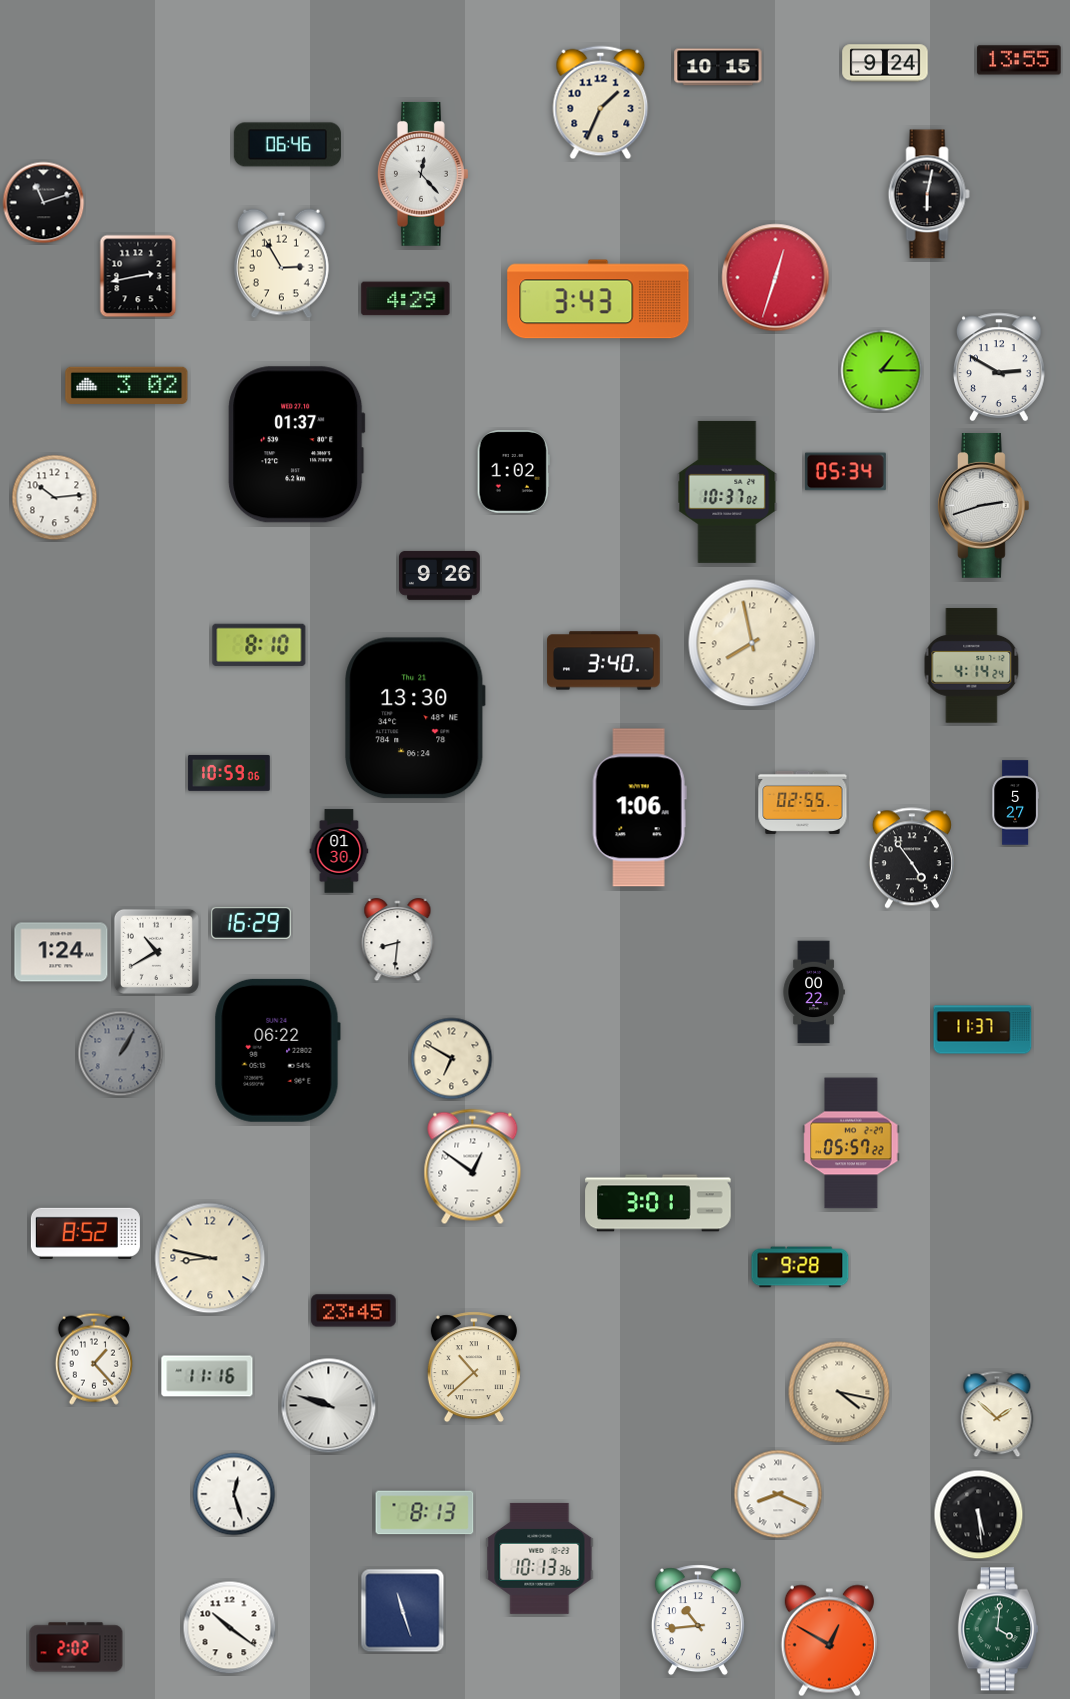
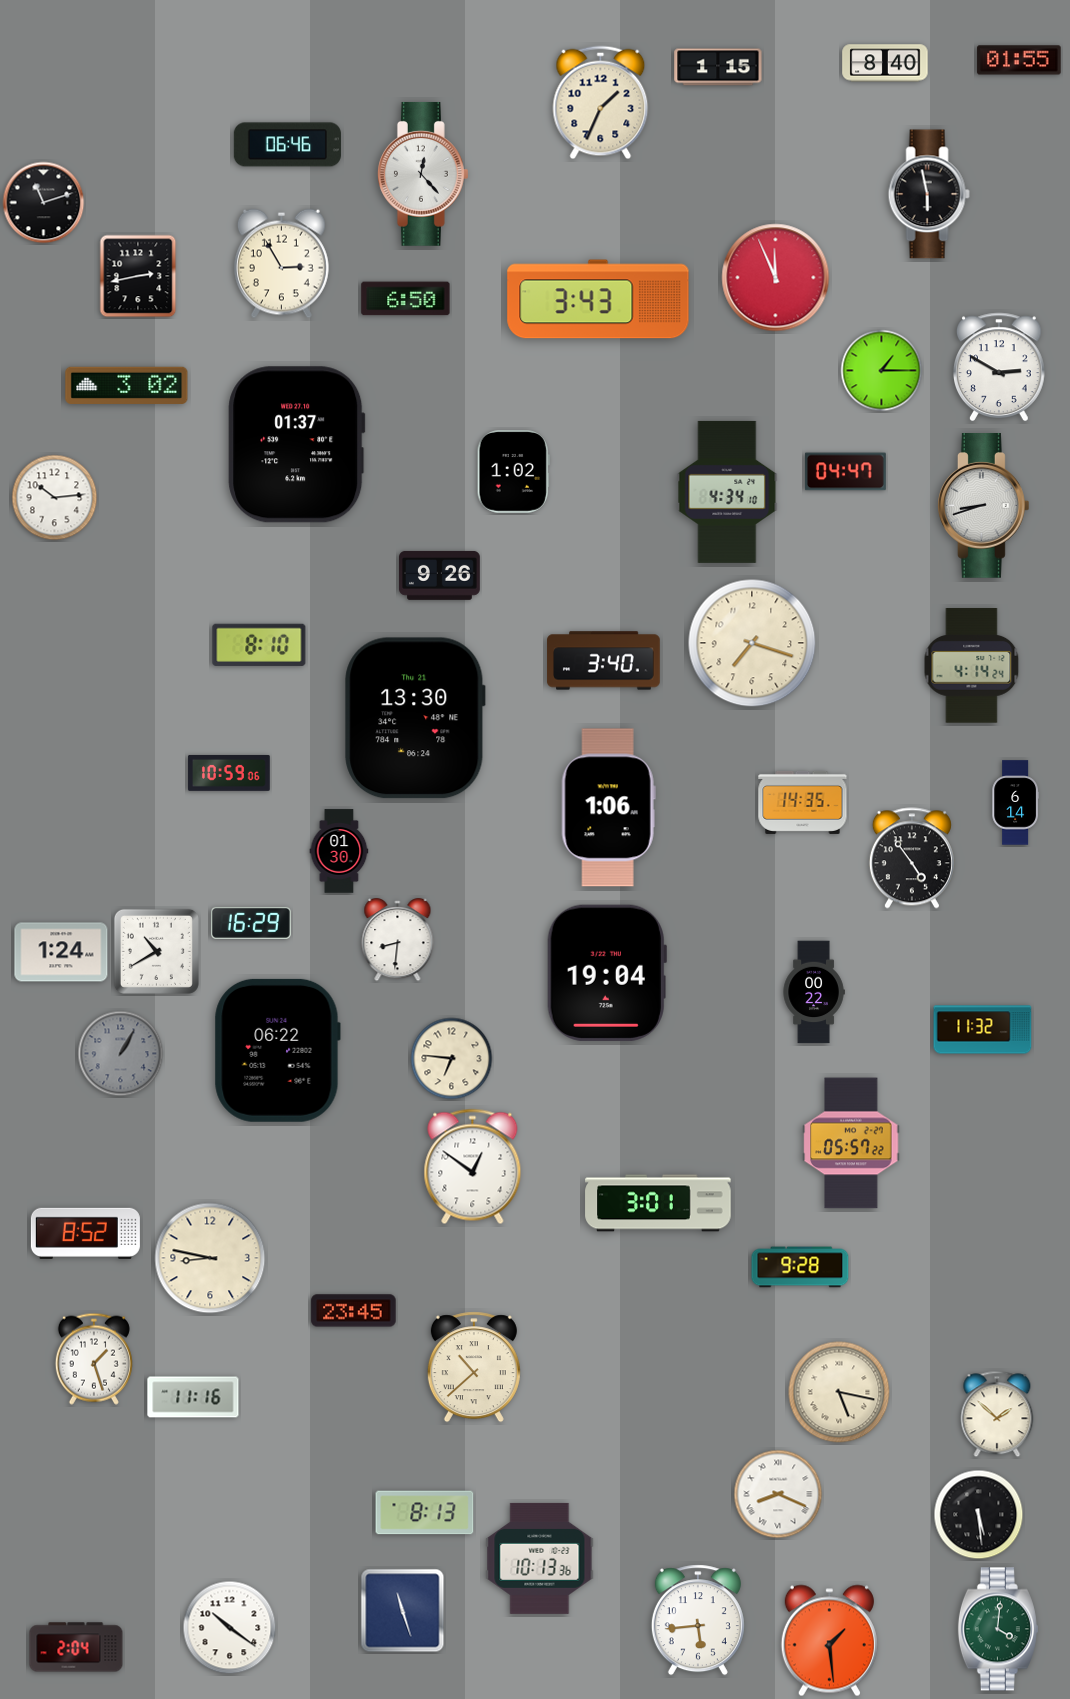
clock at (1019, 60): 13:55 -> 01:55
clock at (885, 63): 9:24 -> 8:40
clock at (718, 67): 10:15 -> 1:15
clock at (929, 194): 6:02 -> 5:58
clock at (776, 278): 12:33 -> 11:56
clock at (406, 299): 4:29 -> 6:50
clock at (846, 472): 05:34 -> 04:47
clock at (727, 492): 10:37 -> 4:34
clock at (983, 506): 2:42 -> 8:42
clock at (752, 643): 7:58 -> 7:18
clock at (803, 802): 02:55 -> 14:35
clock at (1015, 803): 5:27 -> 6:14
clock at (639, 808) position: (639, 808) -> (608, 808)
clock at (607, 973): none -> 19:04
clock at (983, 1030): 11:37 -> 11:32
clock at (452, 1059): 6:50 -> 6:46
clock at (94, 1359): 1:23 -> 1:27
clock at (207, 1376) position: (207, 1376) -> (193, 1397)
clock at (839, 1392): 4:17 -> 5:17
clock at (329, 1406): 9:48 -> none
clock at (234, 1494): 12:27 -> none
clock at (698, 1620): 10:44 -> 5:44
clock at (829, 1641): 12:50 -> 1:29
clock at (76, 1647): 2:02 -> 2:04
